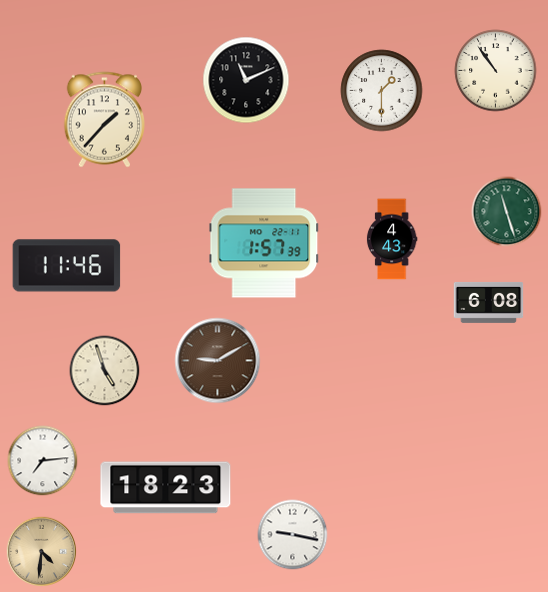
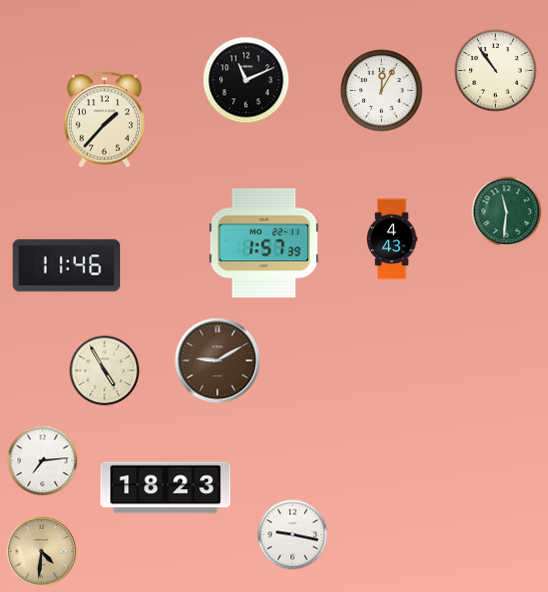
clock at (382, 91): 1:30 -> 12:05
clock at (507, 212): 11:27 -> 11:31
clock at (489, 302): 6:08 -> none
clock at (105, 371): 4:57 -> 4:55
